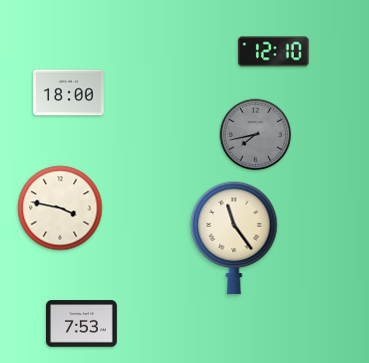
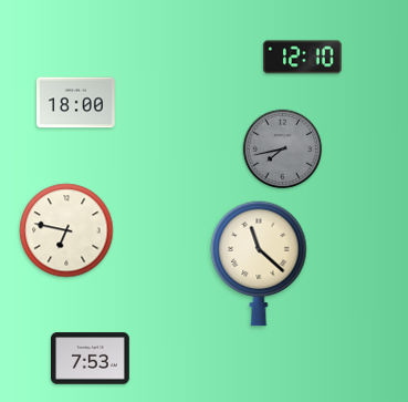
clock at (60, 208): 3:47 -> 6:47
clock at (234, 238): 11:24 -> 11:22
